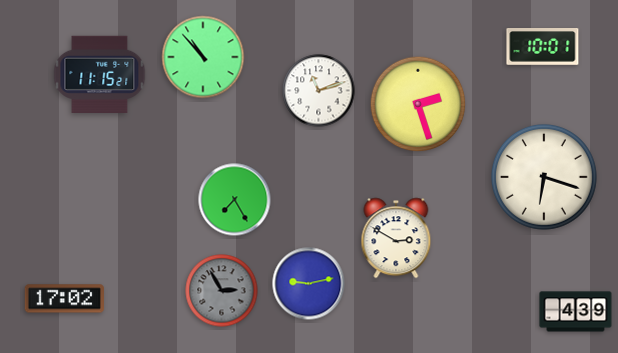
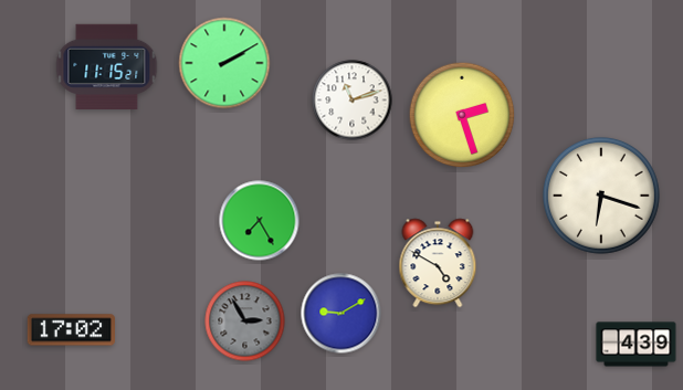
clock at (543, 47): 10:01 -> none
clock at (203, 57): 10:53 -> 2:10
clock at (100, 74) position: (100, 74) -> (107, 66)
clock at (396, 238): 2:50 -> 4:50
clock at (309, 284): 9:13 -> 9:10
